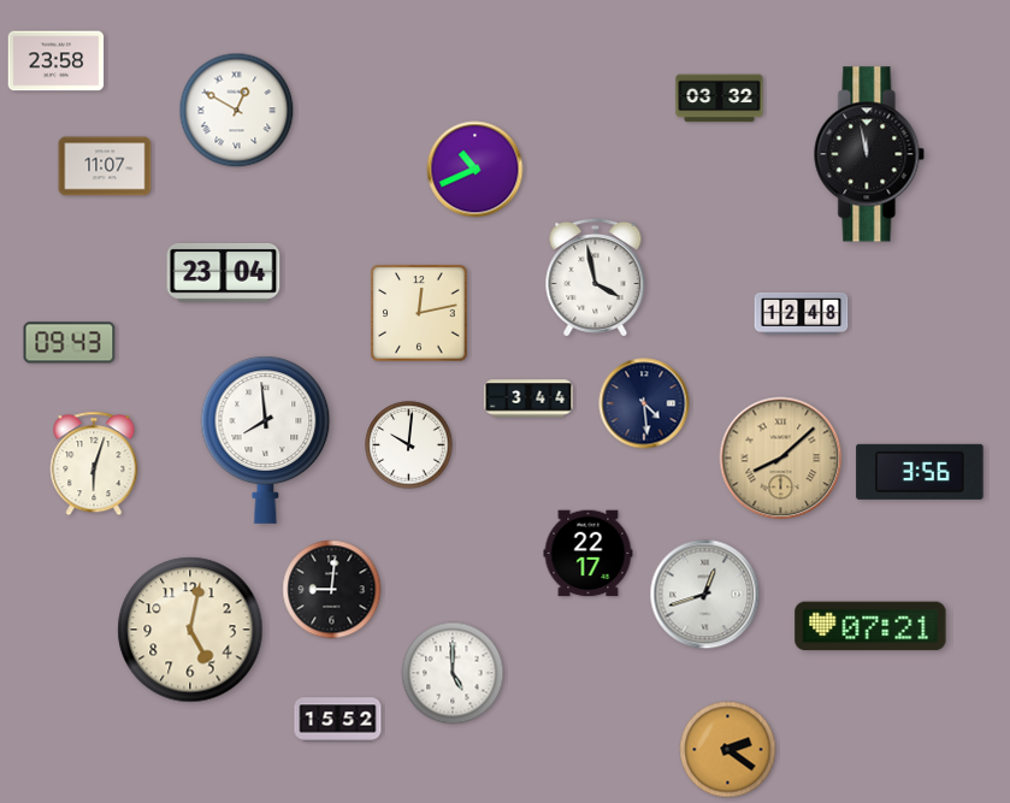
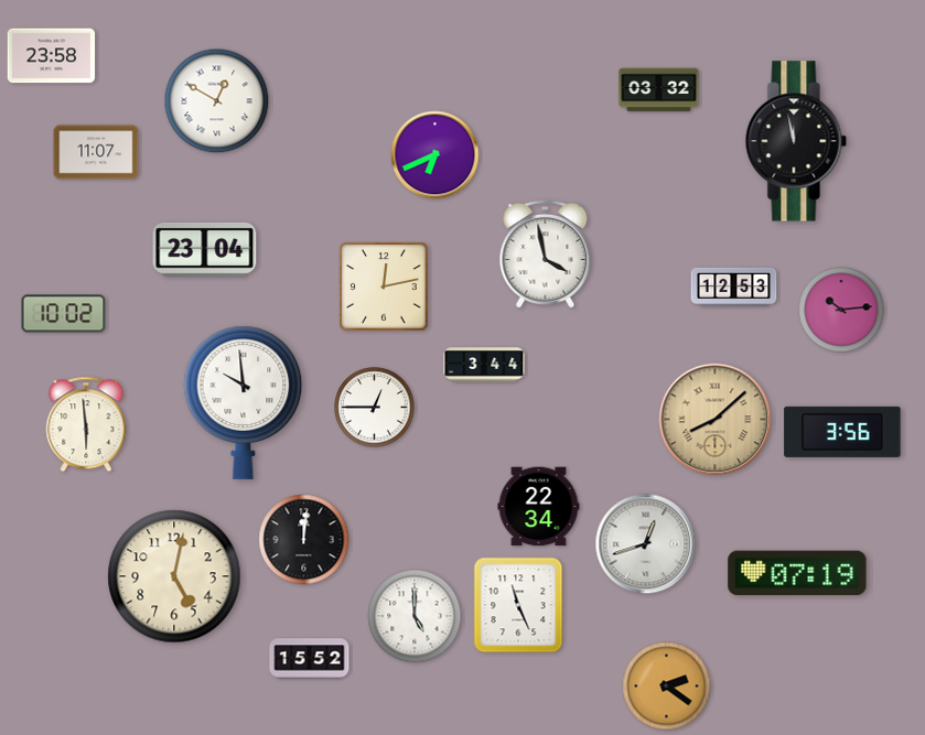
clock at (476, 170): 10:41 -> 6:41
clock at (802, 313): 12:48 -> 12:53
clock at (841, 310): none -> 10:14
clock at (70, 343): 09:43 -> 10:02
clock at (644, 403): 4:29 -> none
clock at (266, 439): 7:59 -> 9:59
clock at (409, 445): 10:01 -> 12:45
clock at (94, 464): 6:03 -> 5:59
clock at (589, 554): 22:17 -> 22:34
clock at (332, 590): 9:01 -> 12:01
clock at (870, 626): 07:21 -> 07:19
clock at (518, 605): none -> 11:26
